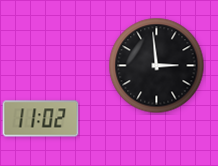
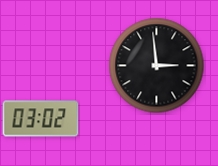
clock at (41, 119): 11:02 -> 03:02
